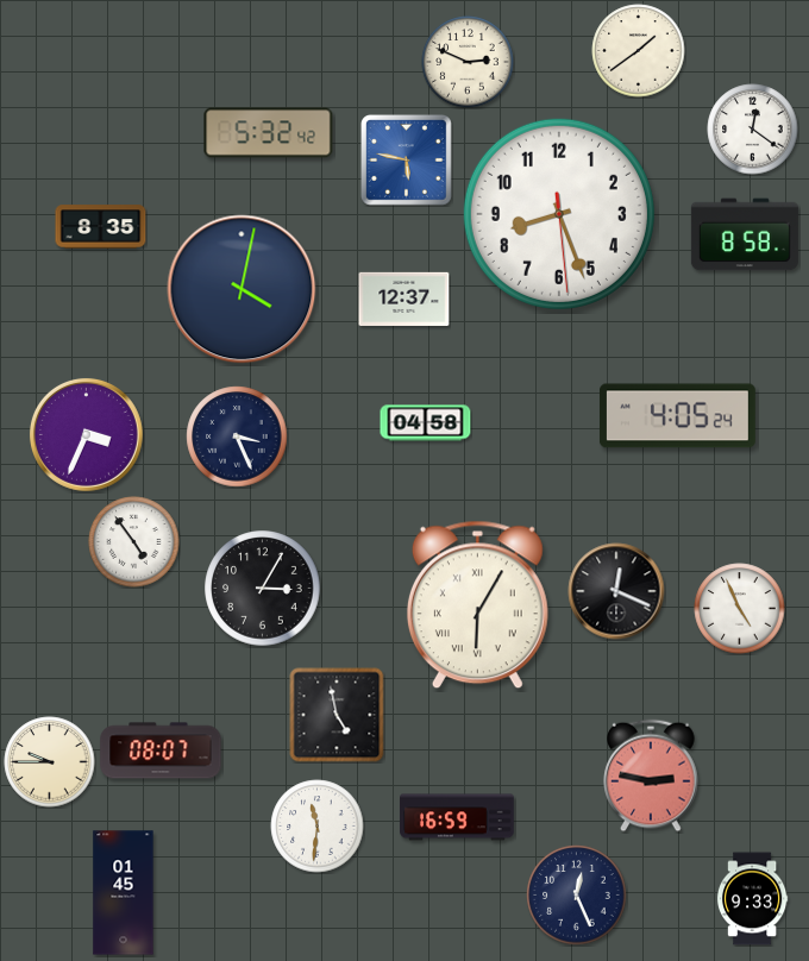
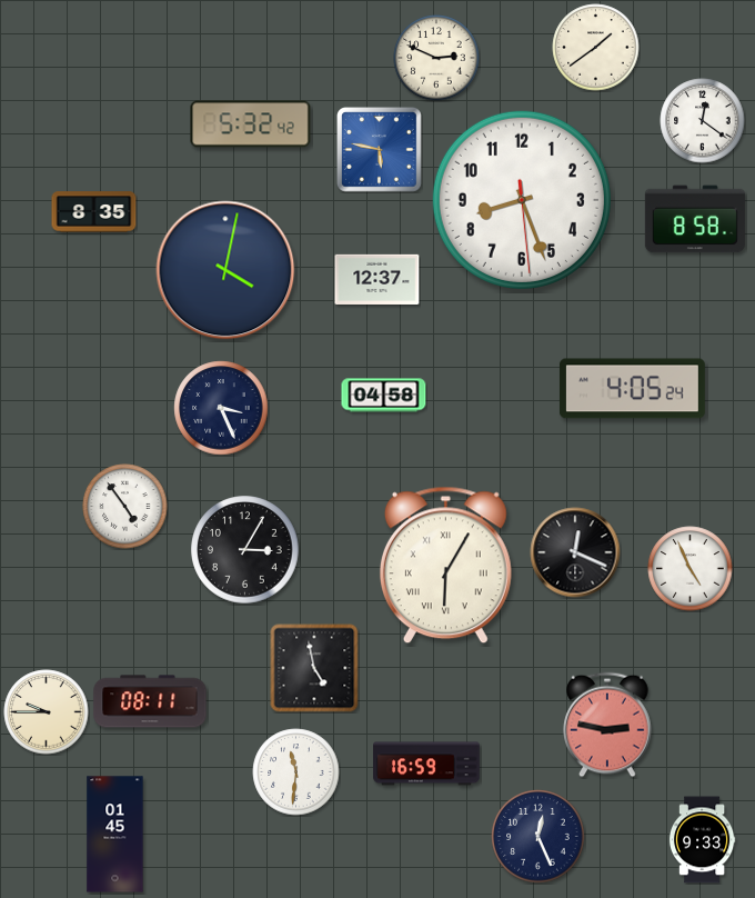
clock at (426, 423) position: (426, 423) -> (384, 396)
clock at (86, 434): 3:34 -> none
clock at (161, 750): 08:07 -> 08:11
